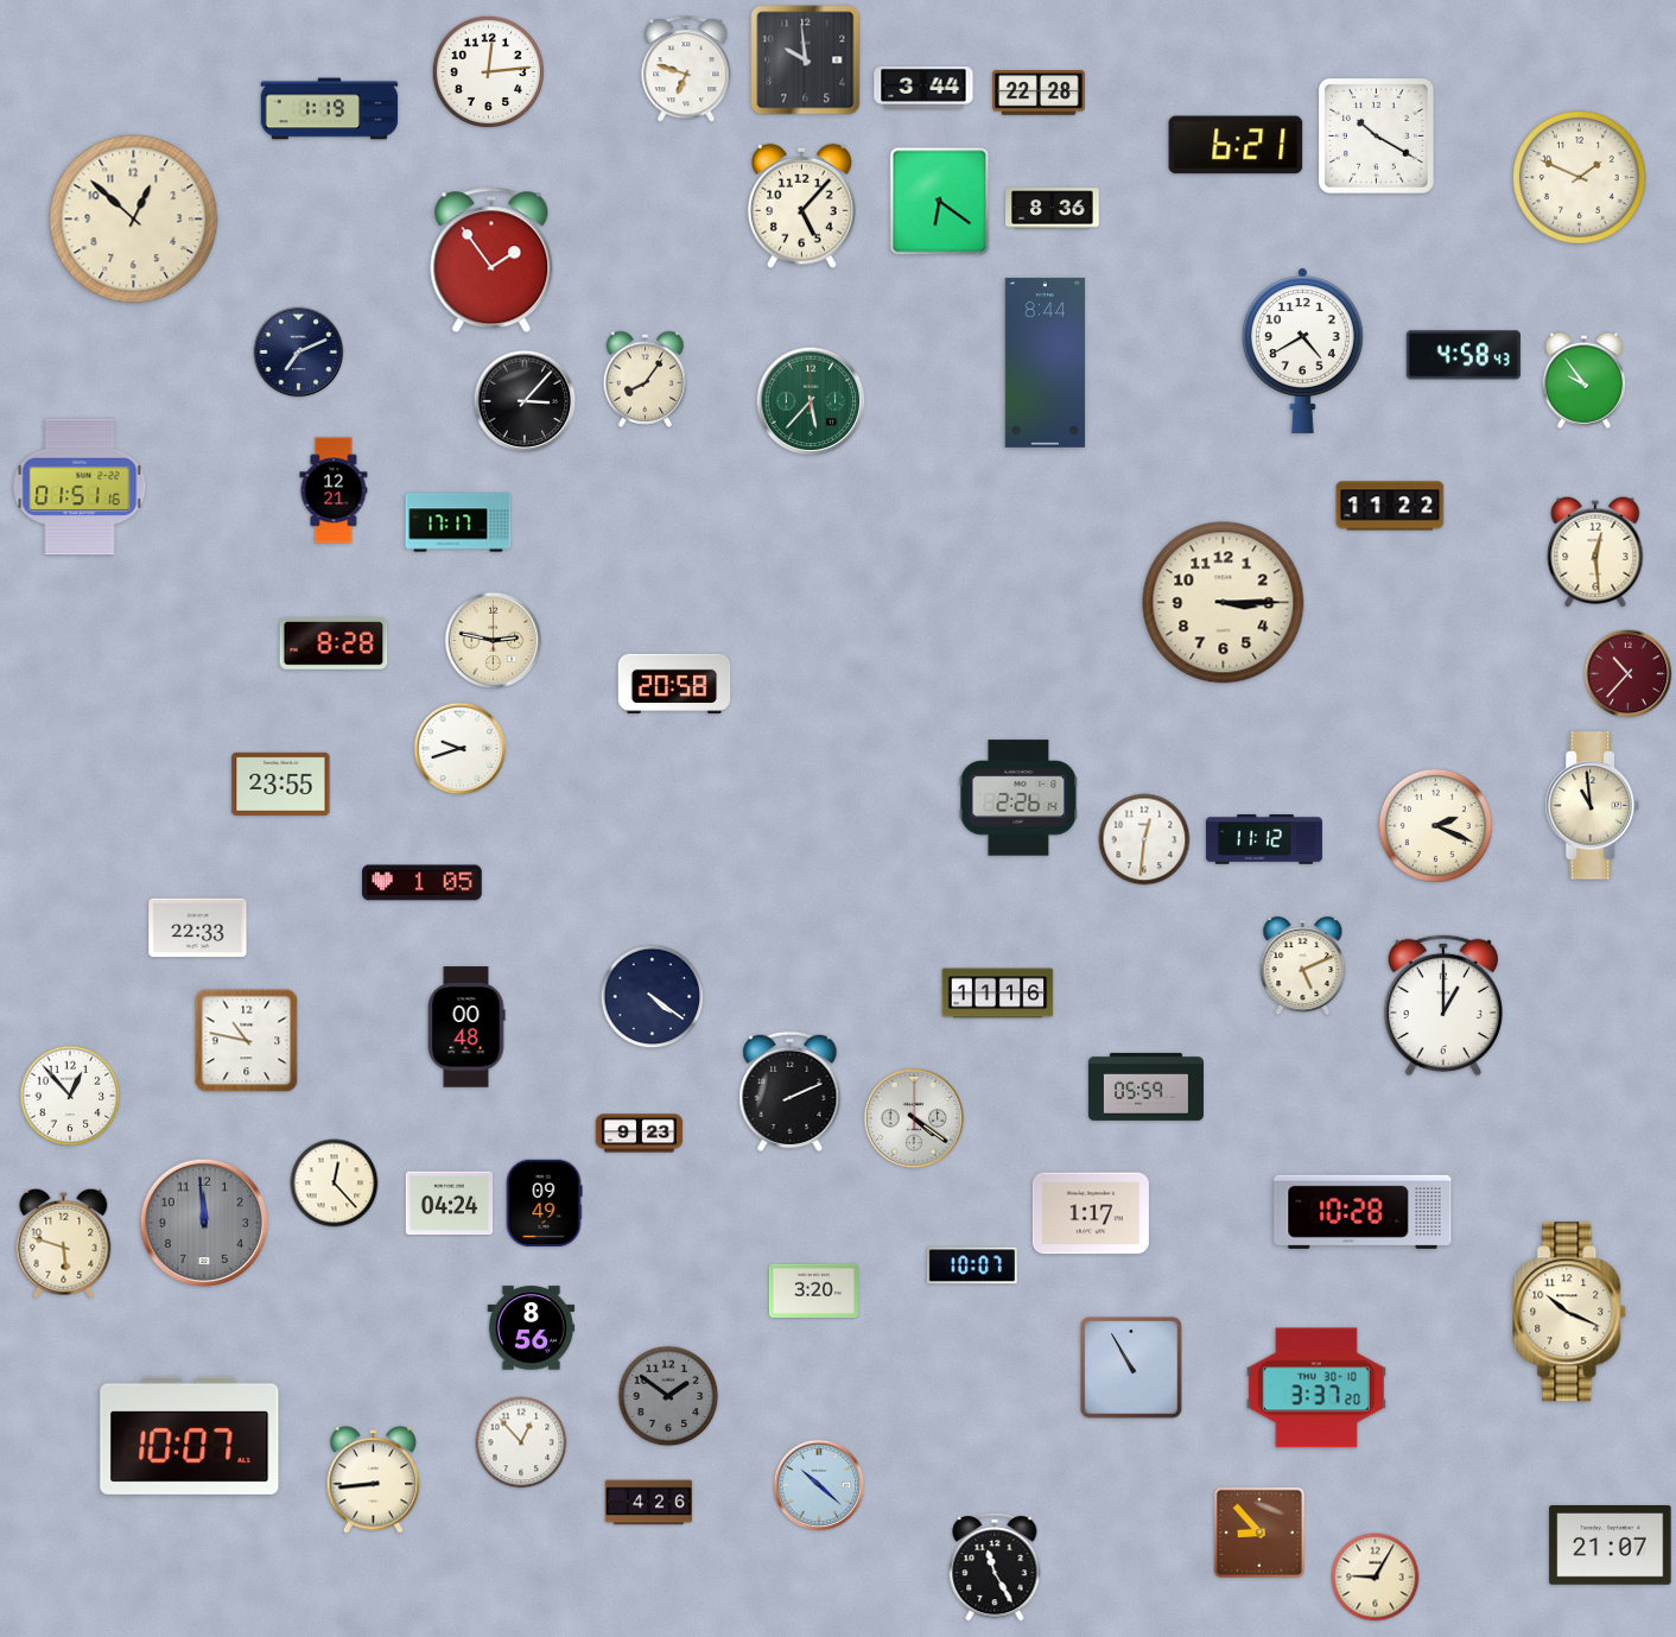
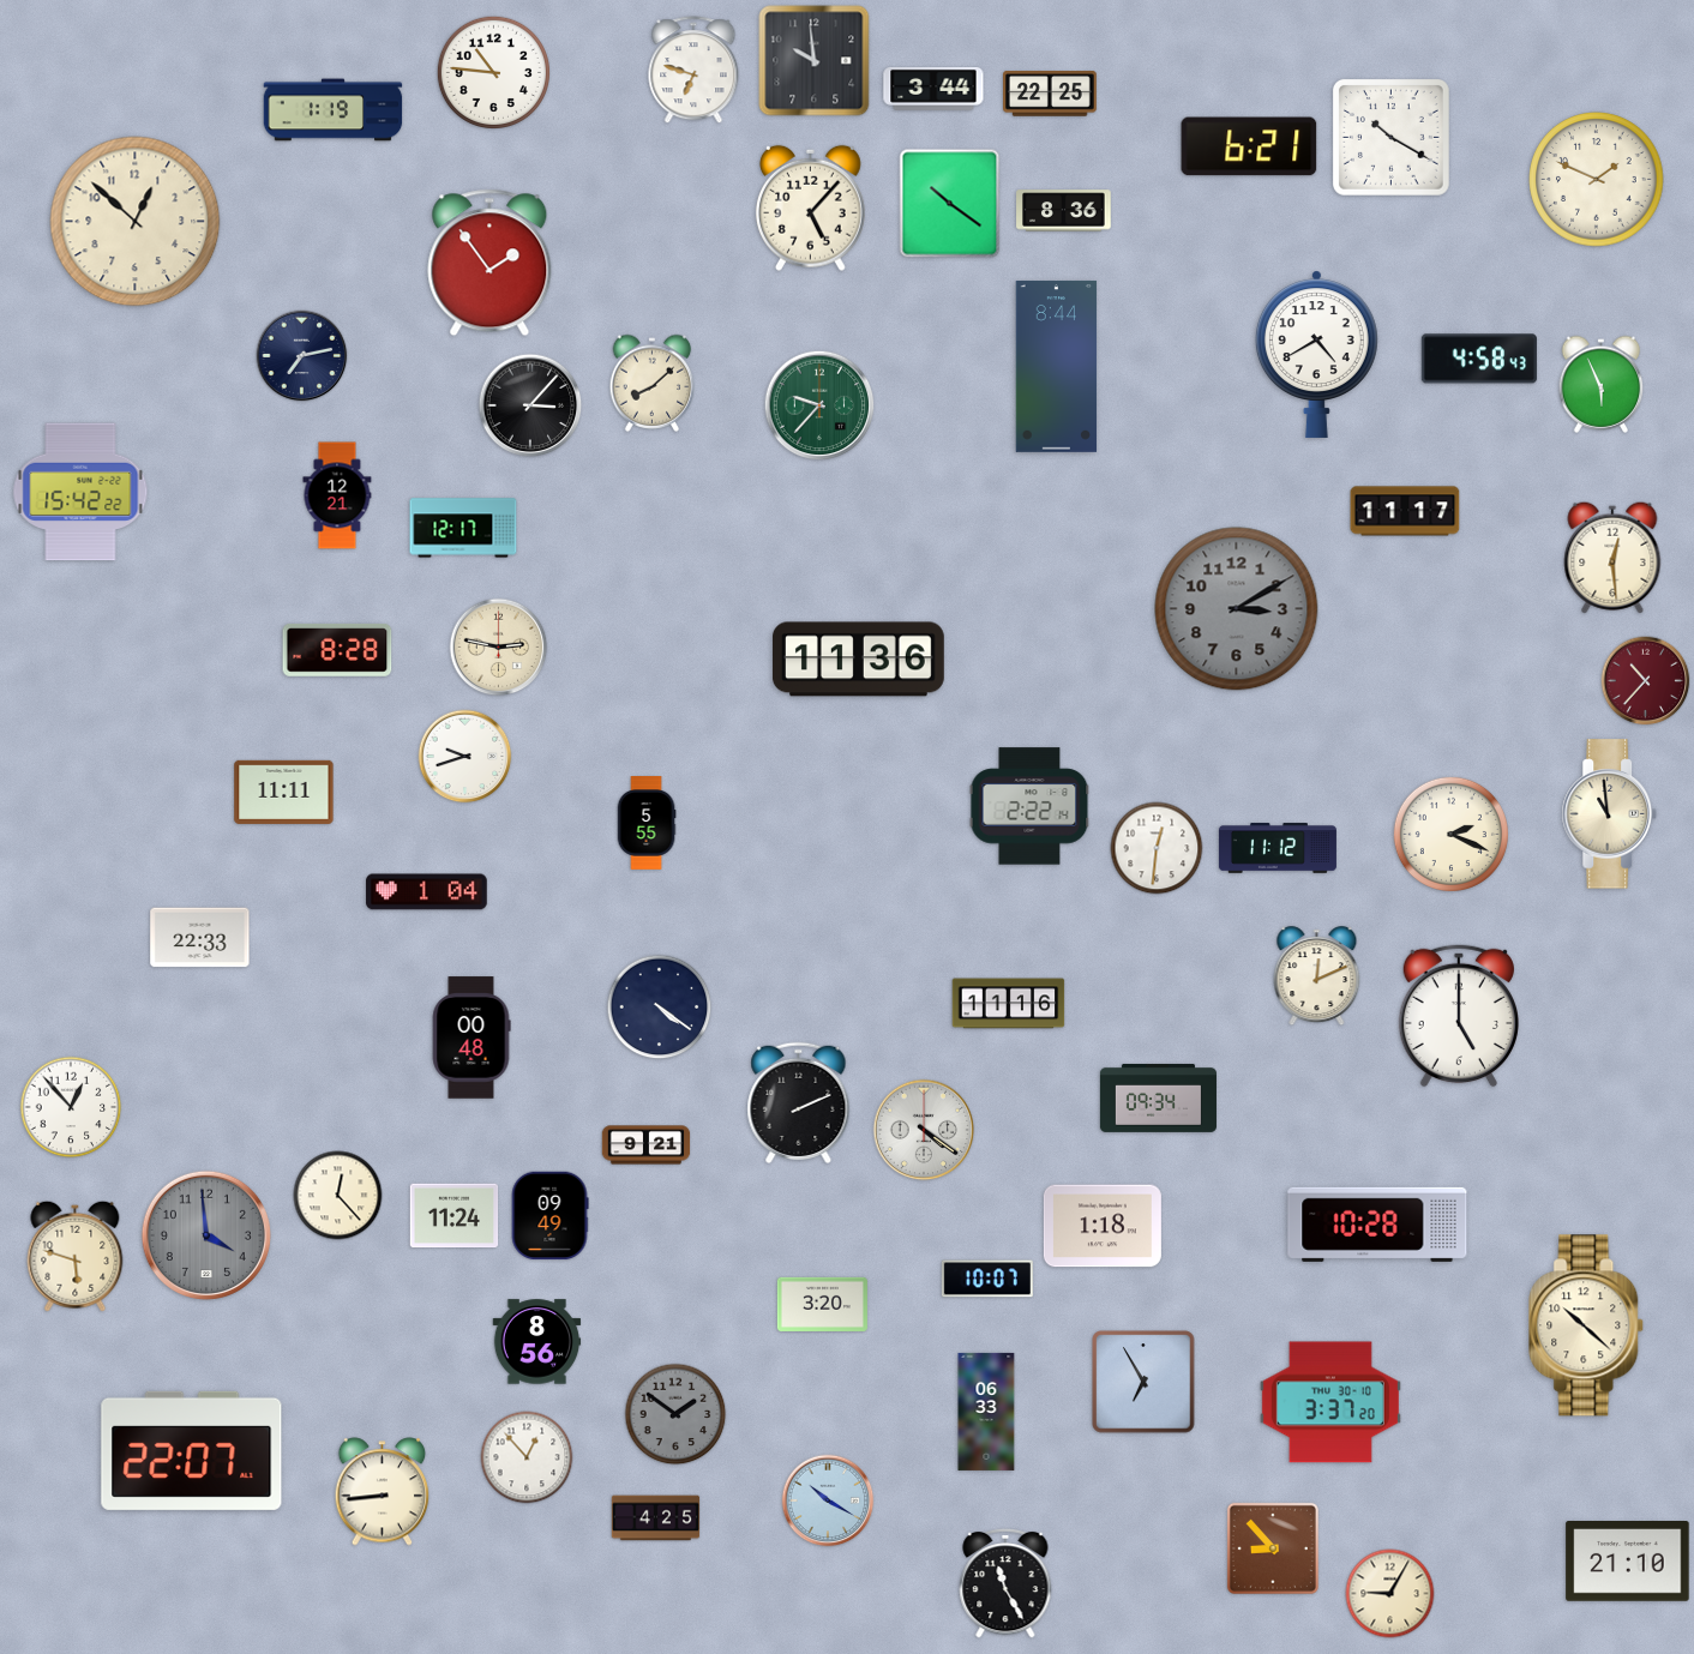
clock at (488, 71): 12:14 -> 10:46
clock at (1040, 94): 22:28 -> 22:25
clock at (940, 202): 6:21 -> 10:21
clock at (491, 260) position: (491, 260) -> (489, 263)
clock at (299, 353): 7:11 -> 7:13
clock at (646, 379): 8:06 -> 8:08
clock at (1585, 380): 9:54 -> 5:56
clock at (811, 401): 5:37 -> 9:37
clock at (80, 487): 01:51 -> 15:42
clock at (1390, 506): 11:22 -> 11:17
clock at (458, 522): 17:17 -> 12:17
clock at (1224, 603): 3:15 -> 3:10
clock at (1224, 603) dial: cream -> grey
clock at (858, 660): none -> 11:36
clock at (674, 683): 20:58 -> none
clock at (281, 783): 23:55 -> 11:11
clock at (1018, 798): 2:26 -> 2:22
clock at (647, 824): none -> 5:55
clock at (423, 883): 1:05 -> 1:04
clock at (1303, 966): 5:11 -> 12:11
clock at (1442, 1005): 1:00 -> 5:00
clock at (247, 1041): 10:47 -> none
clock at (1145, 1086): 05:59 -> 09:34
clock at (640, 1134): 9:23 -> 9:21
clock at (450, 1204): 04:24 -> 11:24
clock at (1091, 1213): 1:17 -> 1:18
clock at (204, 1223): 11:59 -> 3:59
clock at (64, 1243) position: (64, 1243) -> (76, 1256)
clock at (972, 1265) position: (972, 1265) -> (987, 1279)
clock at (1570, 1312): 10:19 -> 10:22
clock at (1131, 1368): 10:55 -> 6:55
clock at (668, 1396) position: (668, 1396) -> (675, 1414)
clock at (986, 1412): none -> 06:33
clock at (190, 1435): 10:07 -> 22:07
clock at (374, 1480) position: (374, 1480) -> (383, 1492)
clock at (819, 1485): 10:22 -> 10:20
clock at (649, 1503): 4:26 -> 4:25
clock at (1611, 1546): 21:07 -> 21:10
